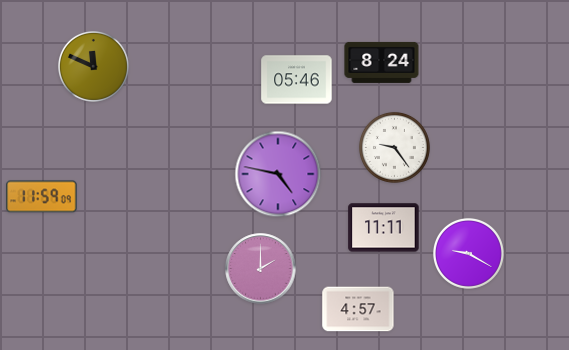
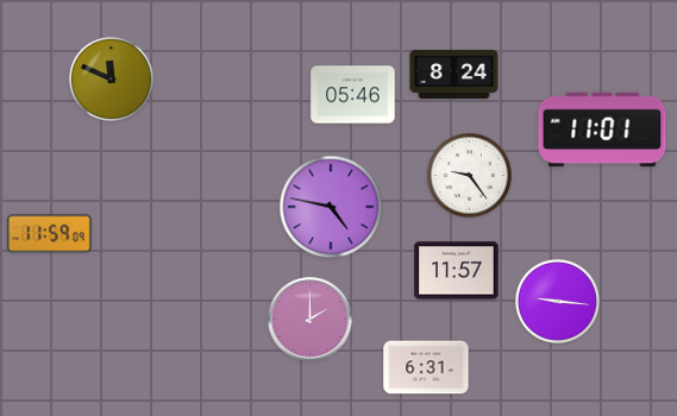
clock at (602, 130): none -> 11:01
clock at (384, 228): 11:11 -> 11:57
clock at (468, 253): 9:20 -> 9:16
clock at (358, 309): 4:57 -> 6:31
